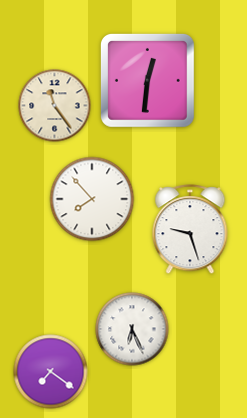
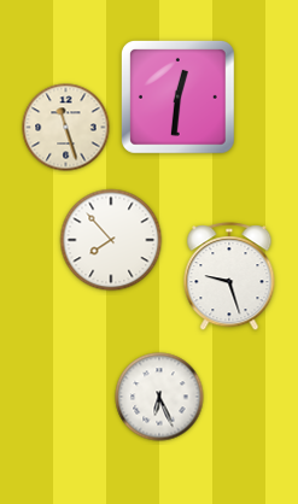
clock at (55, 106): 11:24 -> 11:27
clock at (51, 372): 7:21 -> none
